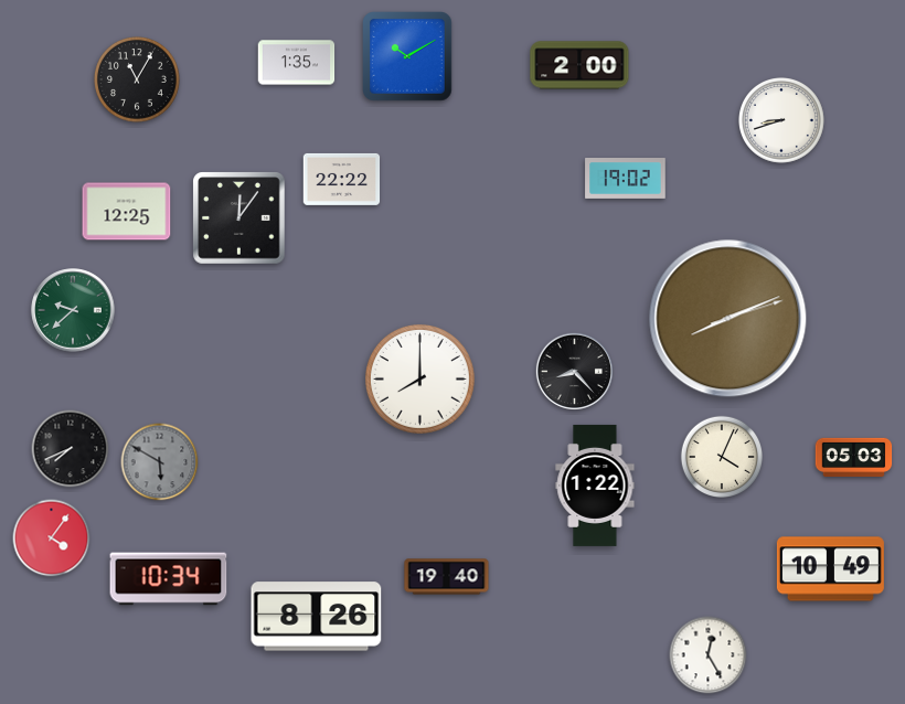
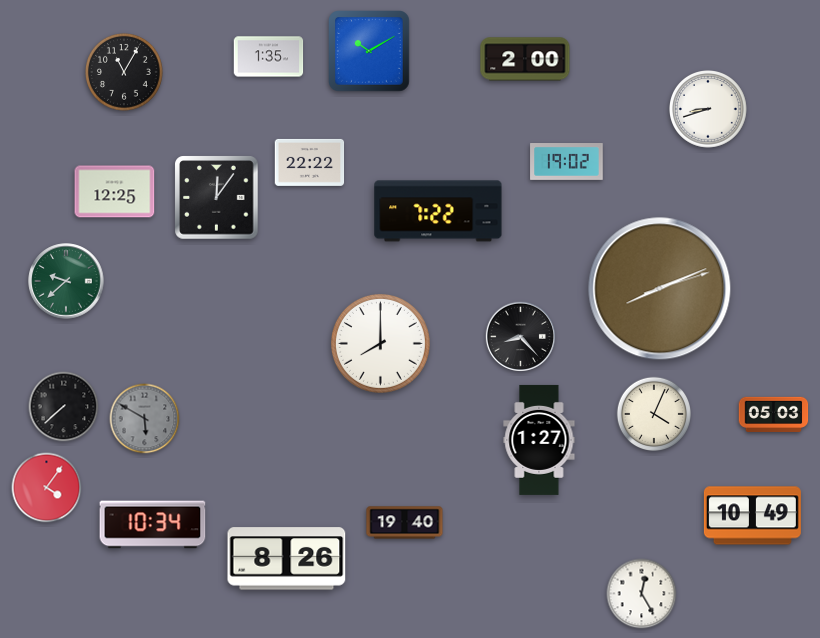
clock at (438, 211): none -> 7:22
clock at (71, 449): 7:41 -> 7:38
clock at (595, 486): 1:22 -> 1:27
